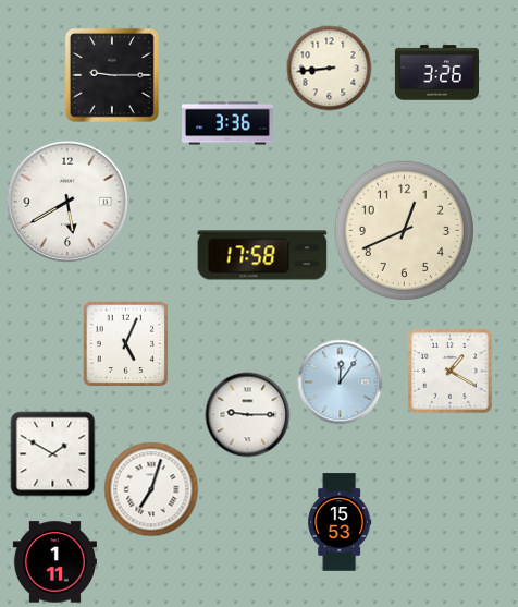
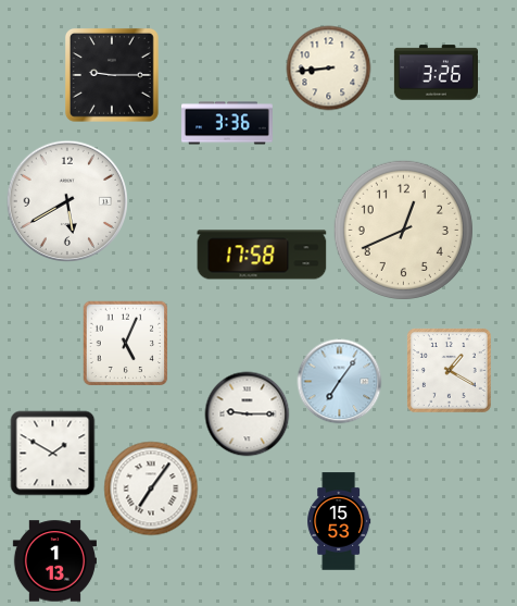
clock at (340, 381): 12:06 -> 7:06
clock at (151, 489): 7:03 -> 7:06
clock at (54, 562): 1:11 -> 1:13
